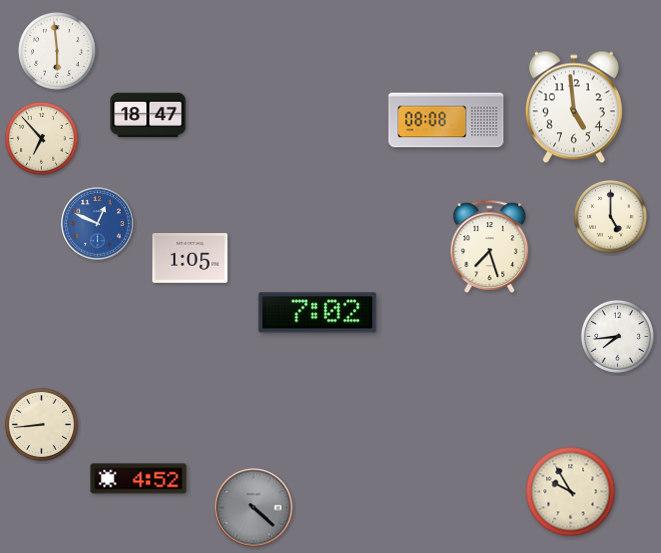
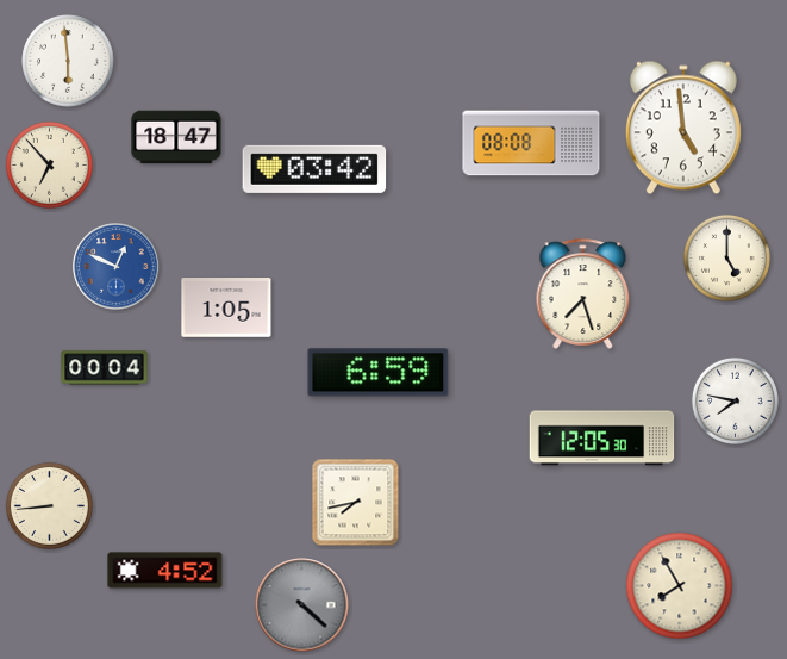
clock at (314, 169): none -> 03:42
clock at (105, 368): none -> 00:04
clock at (318, 313): 7:02 -> 6:59
clock at (617, 336): 7:44 -> 7:47
clock at (602, 439): none -> 12:05
clock at (356, 503): none -> 7:43
clock at (571, 492): 9:55 -> 7:55
